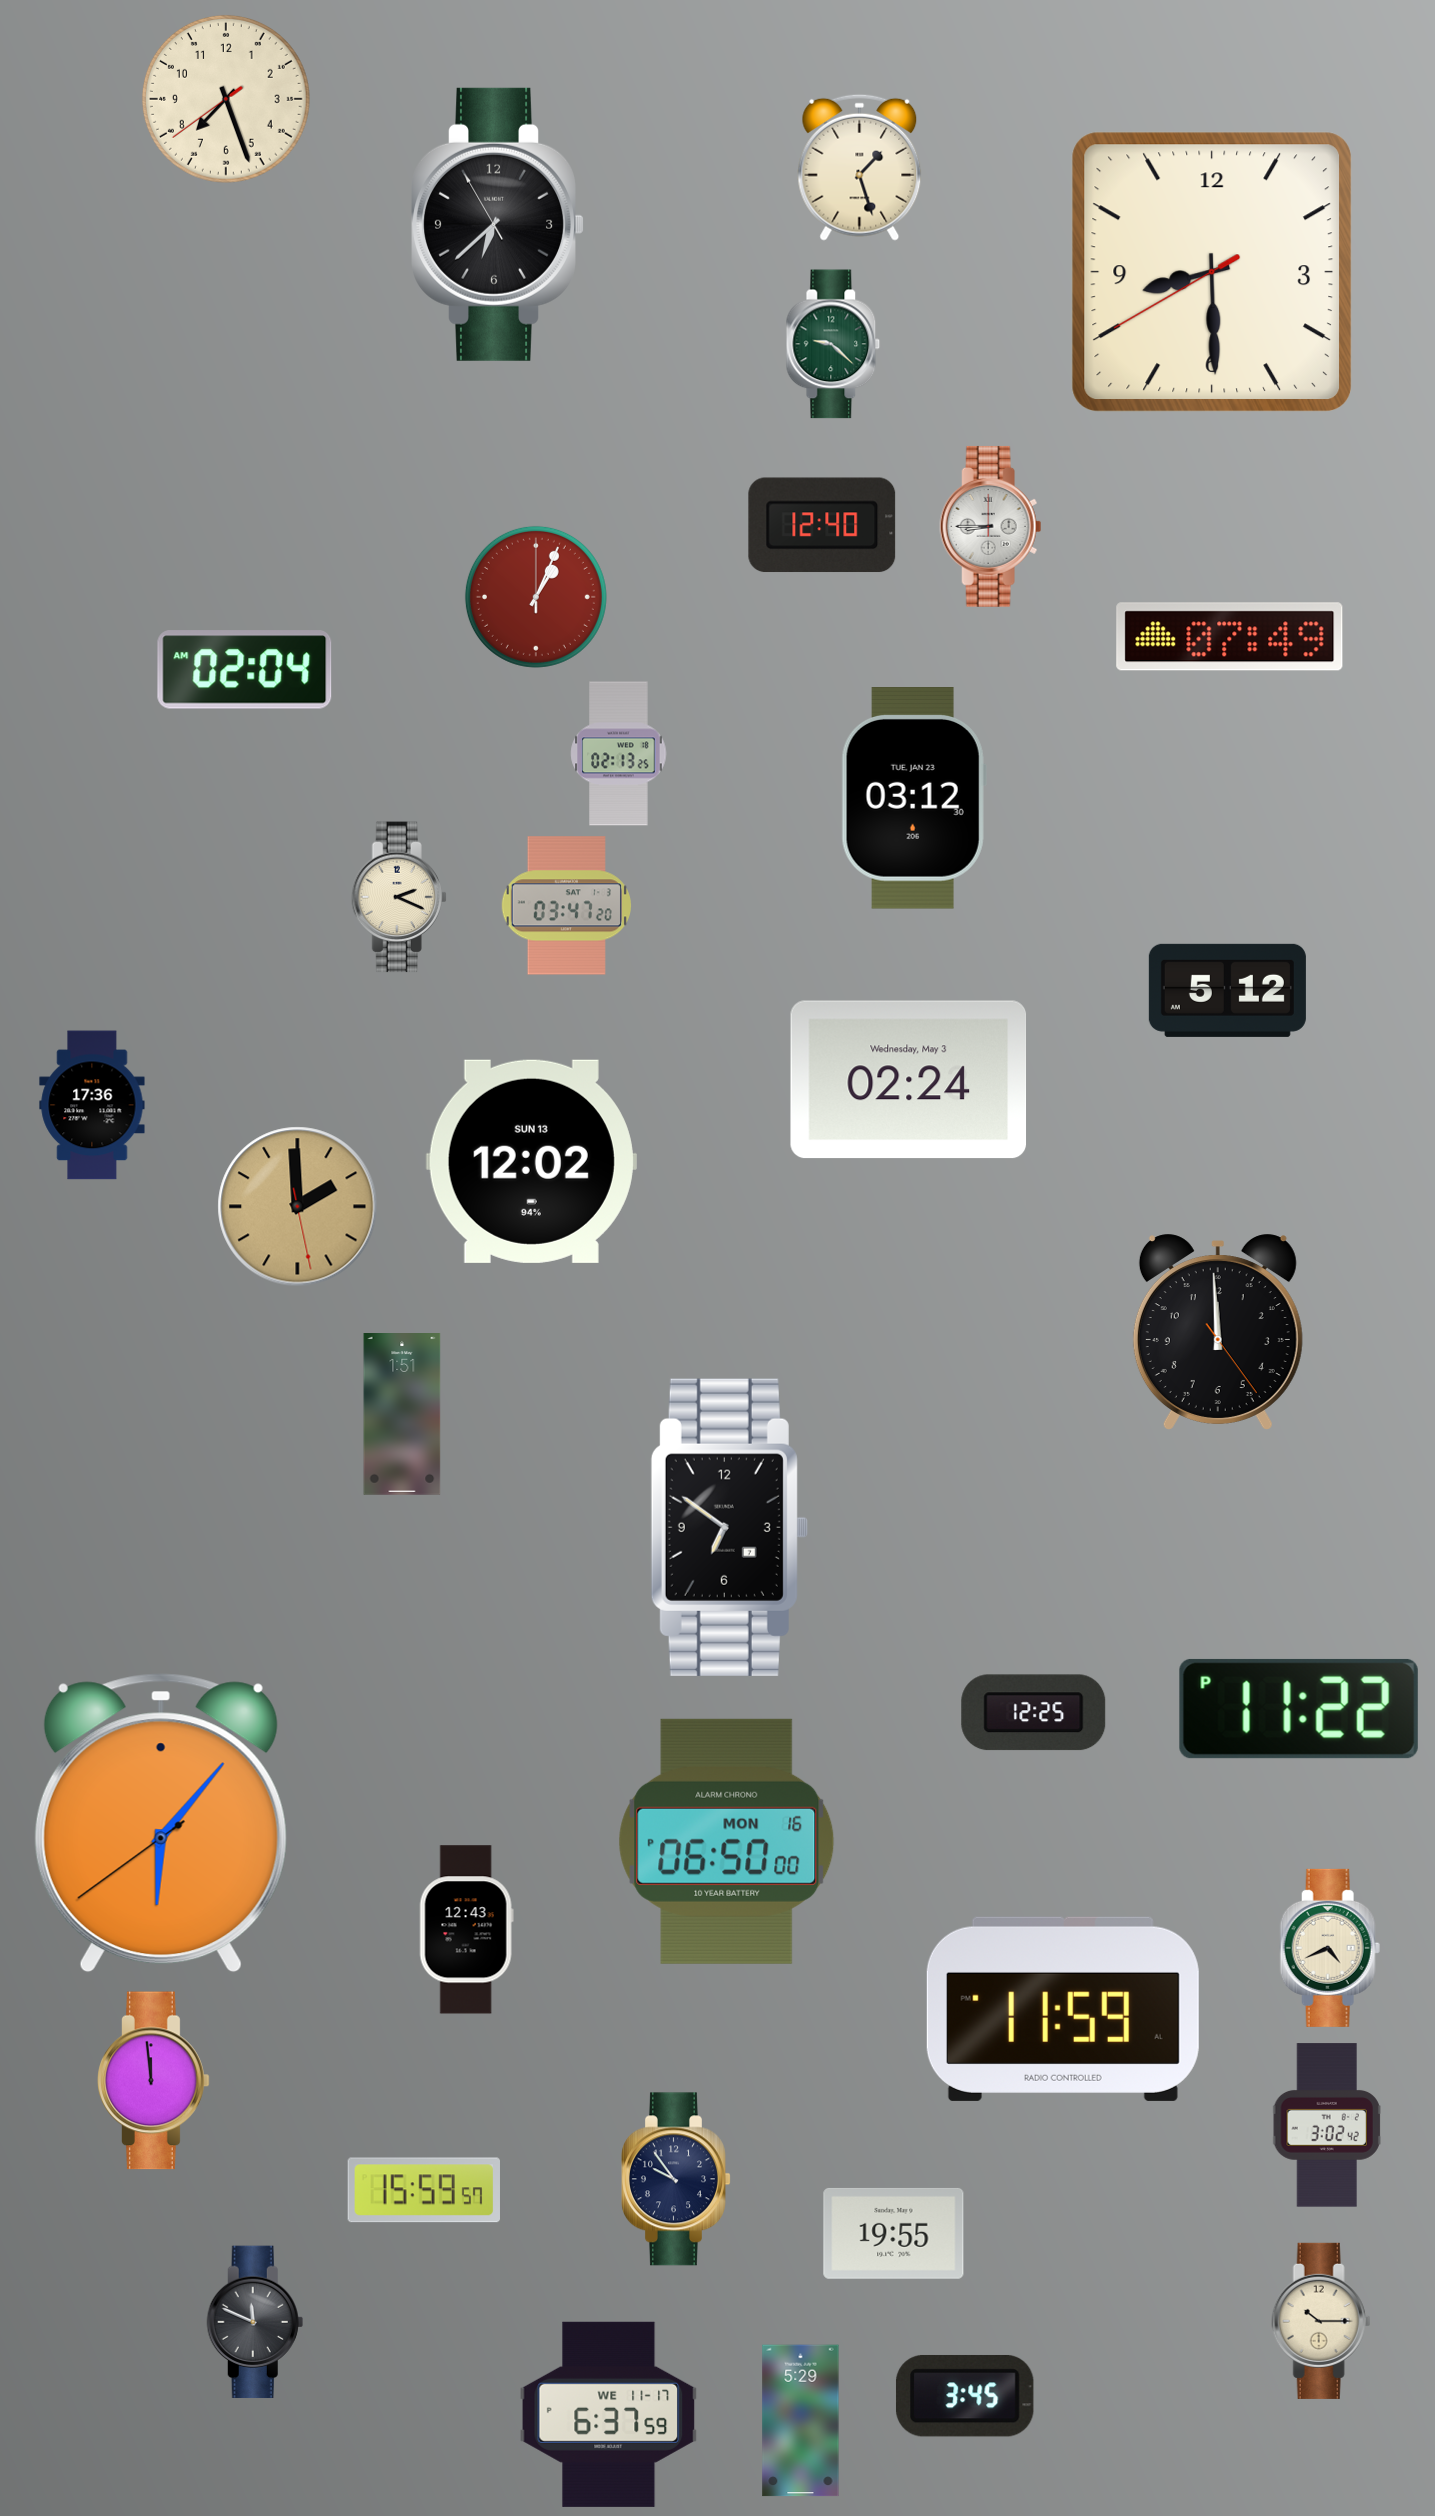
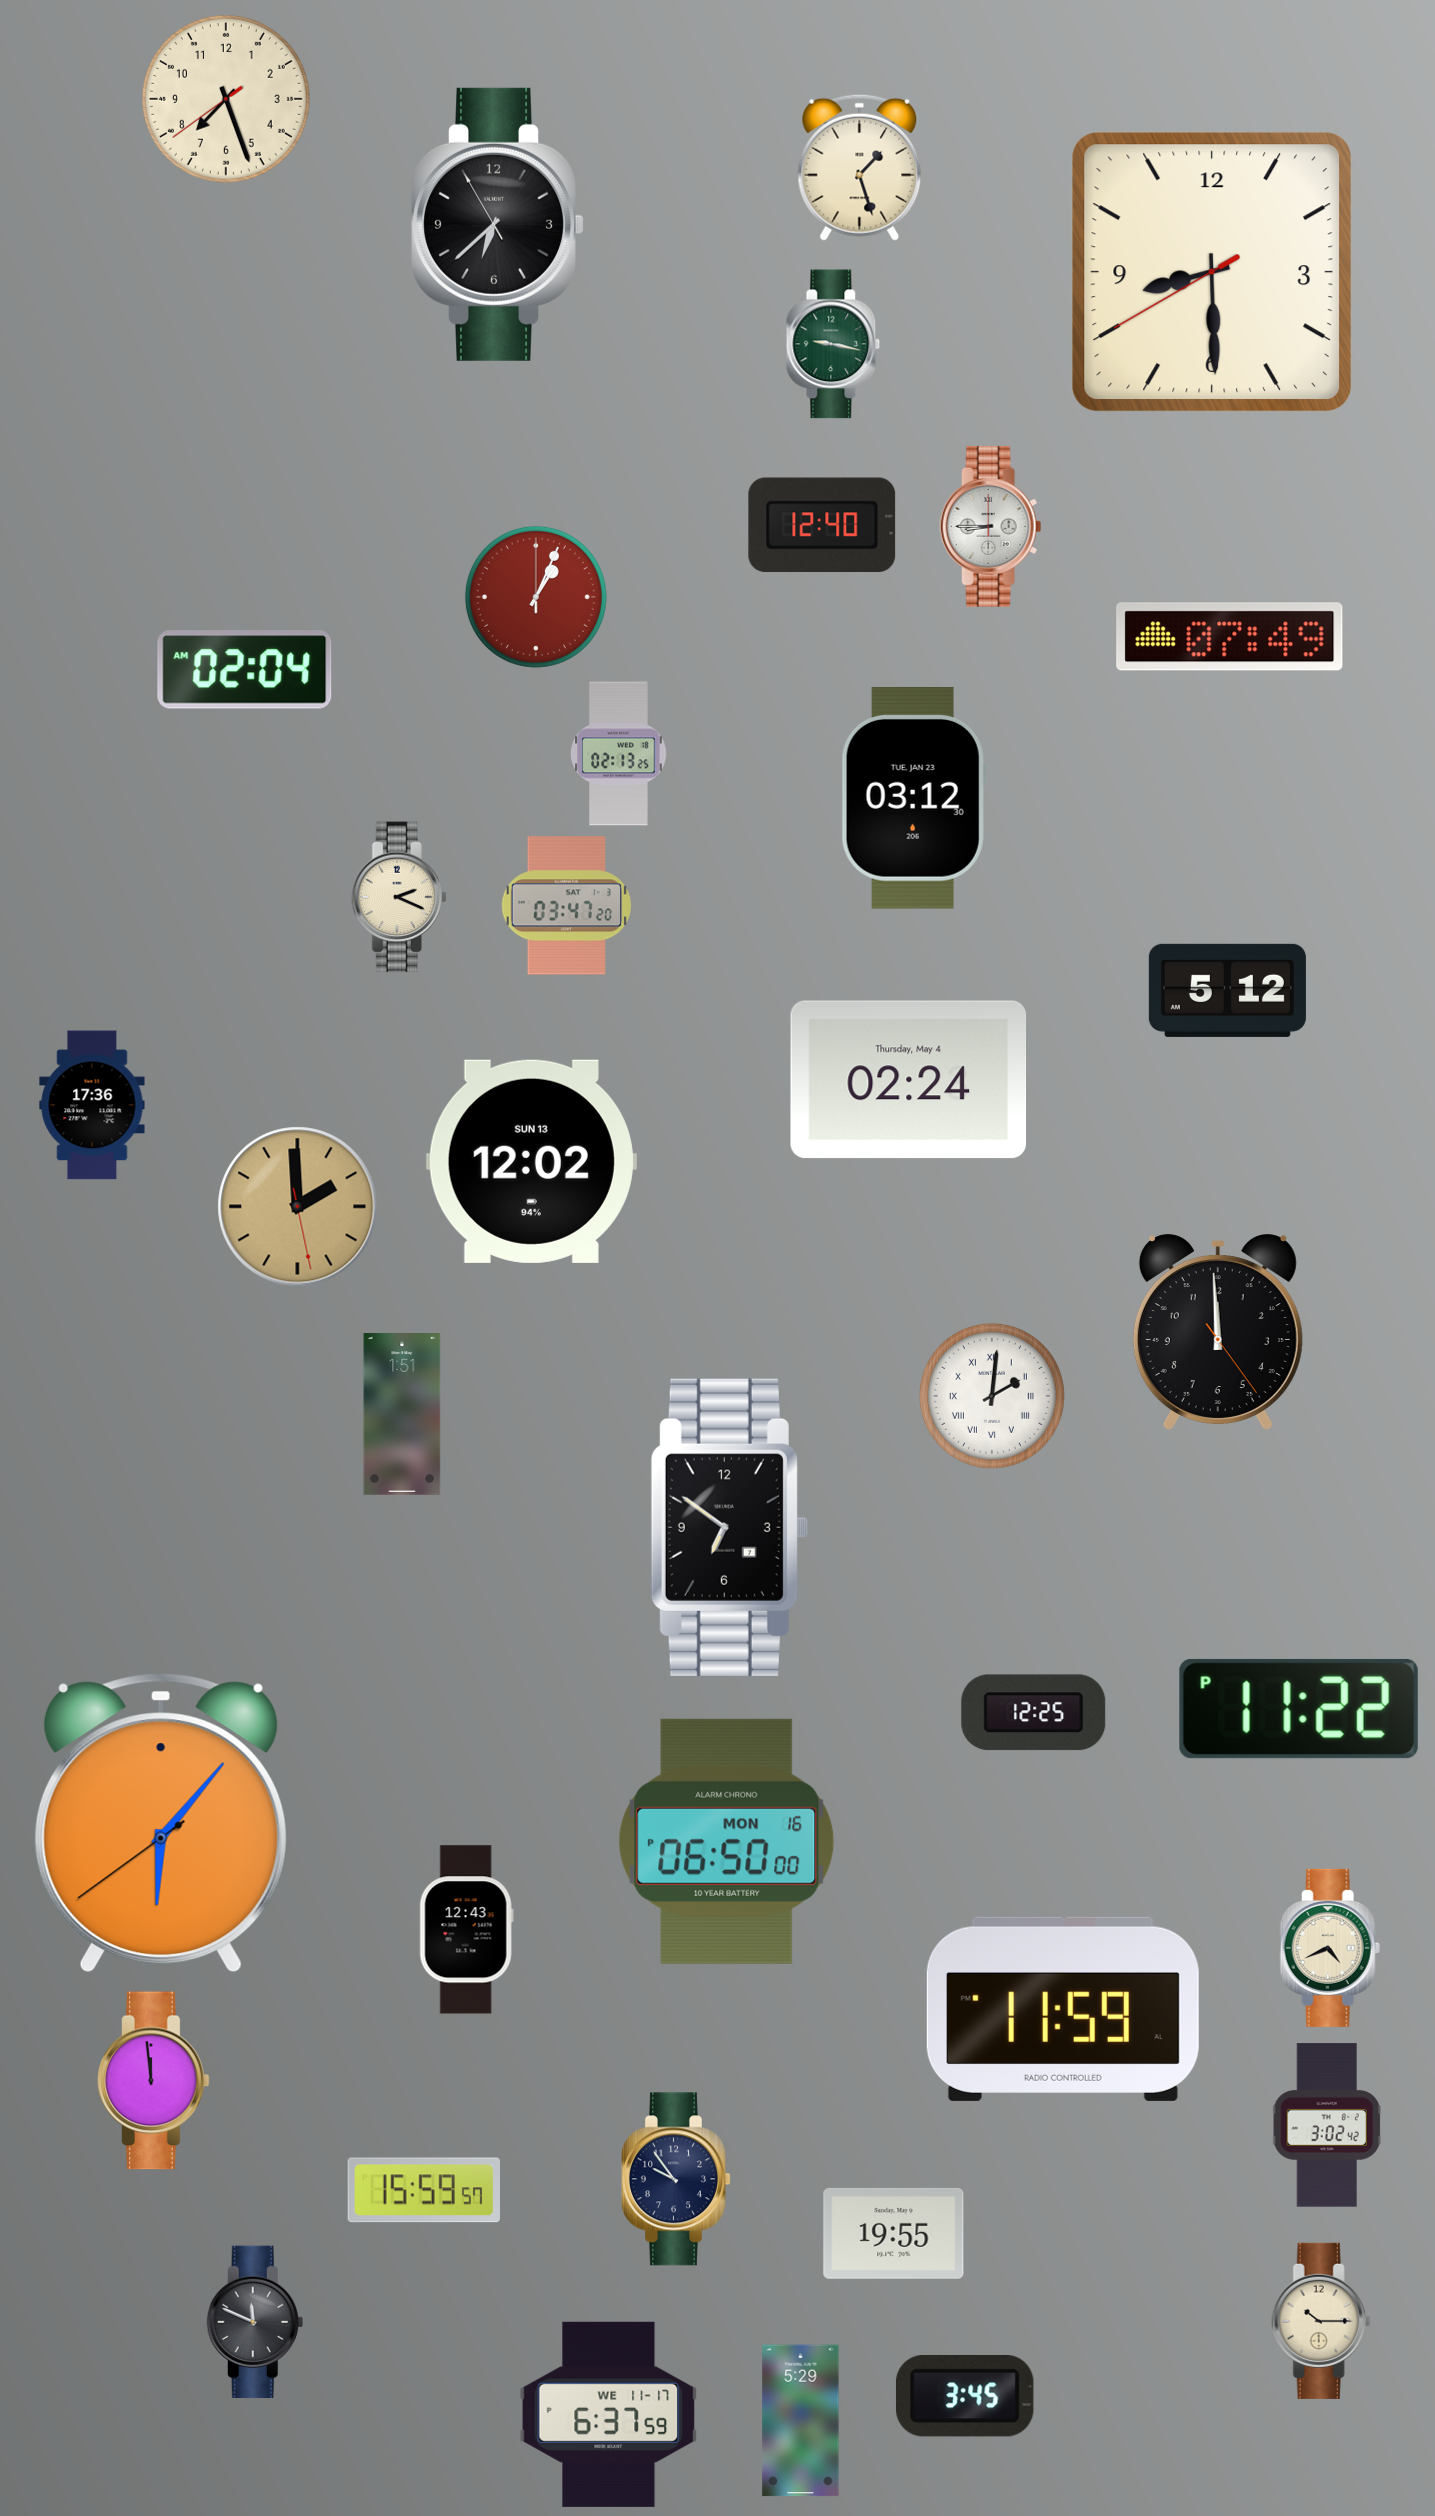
clock at (833, 344): 9:22 -> 9:17
clock at (909, 1080) date: Wednesday, May 3 -> Thursday, May 4
clock at (992, 1396): none -> 2:01
